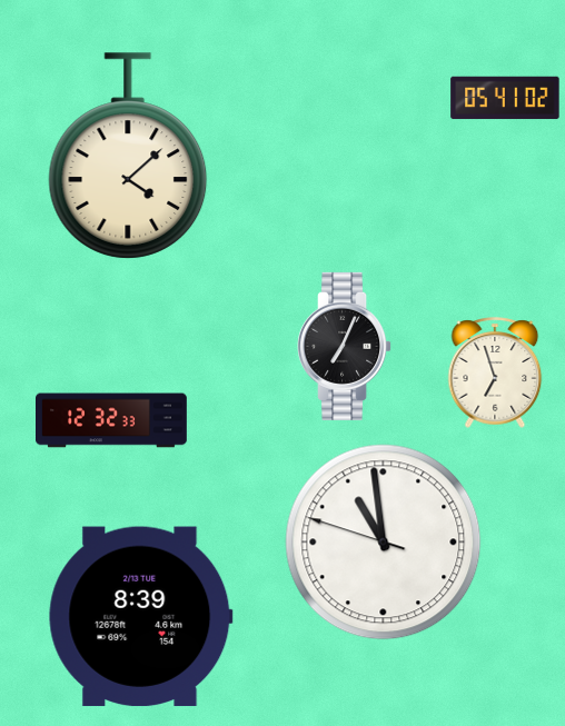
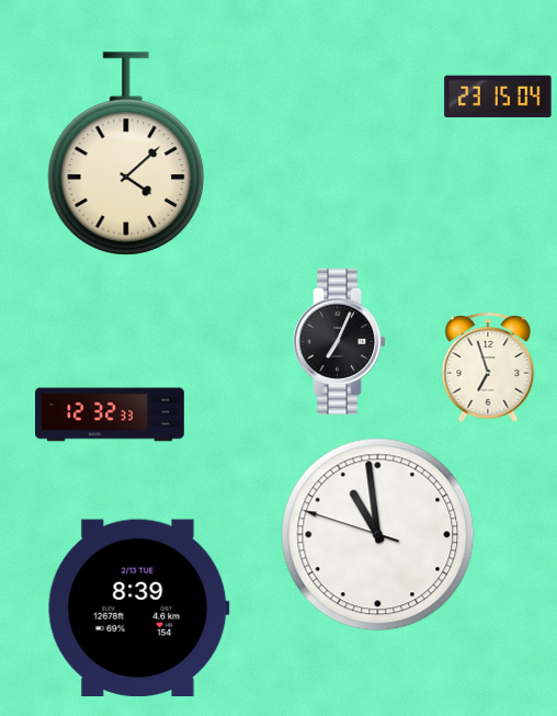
clock at (505, 98): 05:41 -> 23:15
